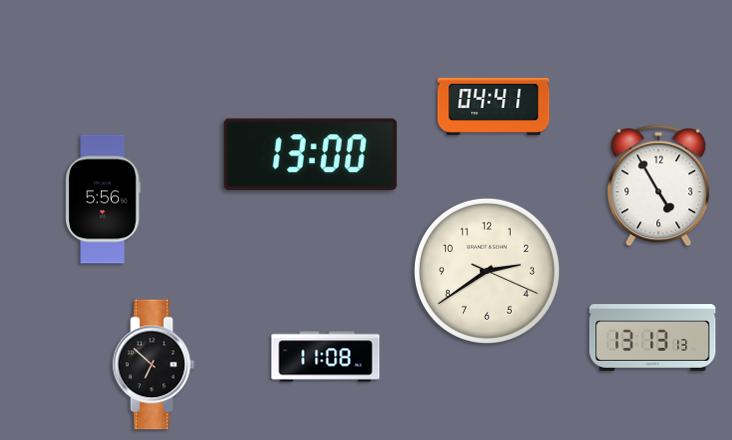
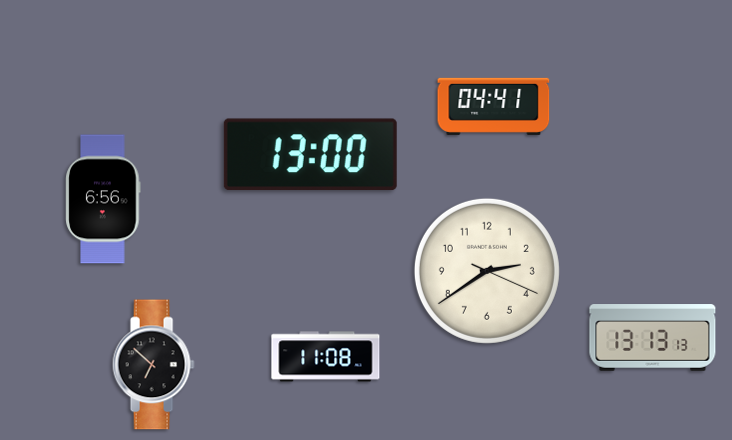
clock at (659, 186): 4:55 -> none
clock at (103, 199): 5:56 -> 6:56
